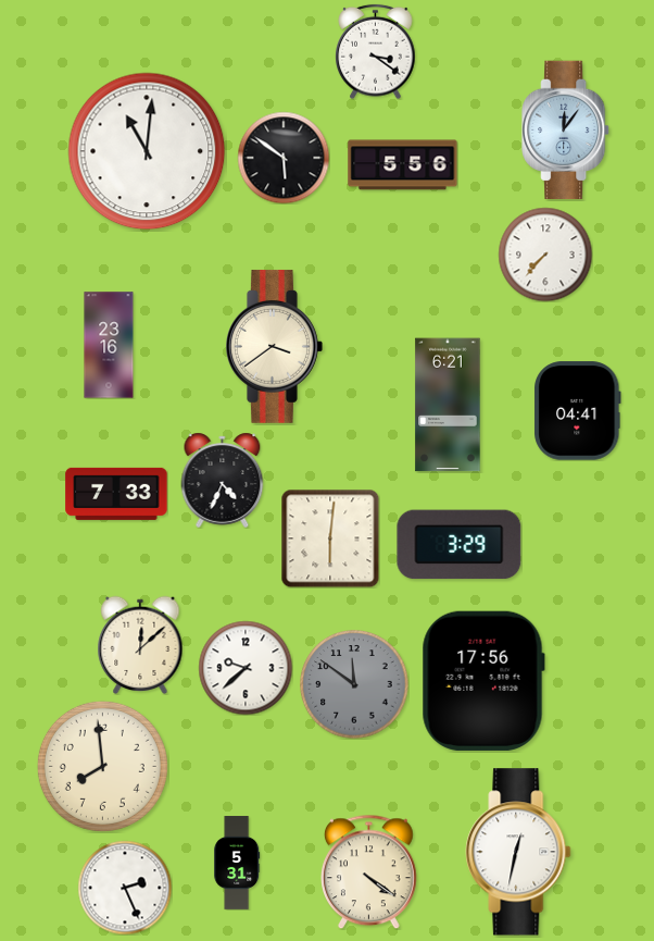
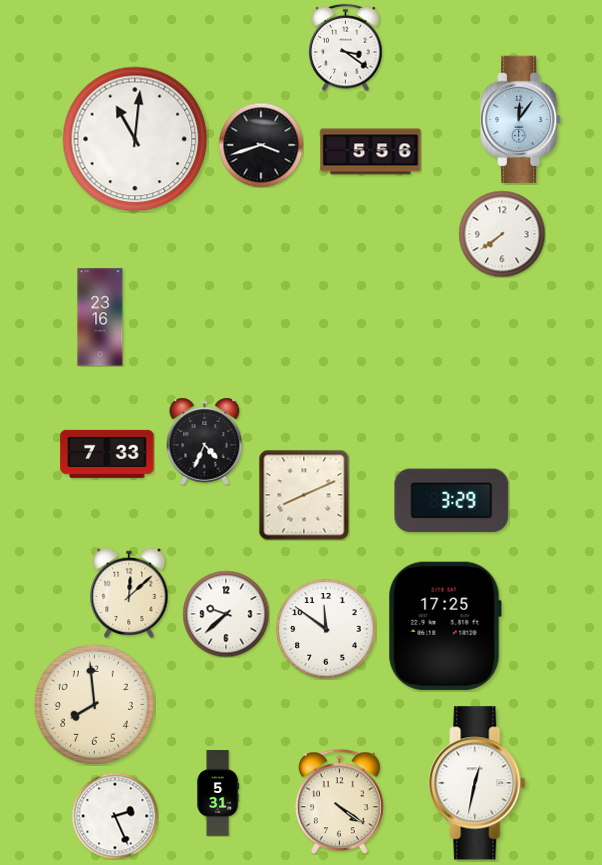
clock at (284, 158): 5:51 -> 3:42
clock at (545, 255): 7:37 -> 7:39
clock at (275, 346): 3:39 -> none
clock at (448, 405): 6:21 -> none
clock at (578, 411): 04:41 -> none
clock at (330, 538): 6:01 -> 8:11
clock at (460, 545) position: (460, 545) -> (452, 501)
clock at (483, 681): 17:56 -> 17:25
clock at (354, 684) dial: grey -> white
